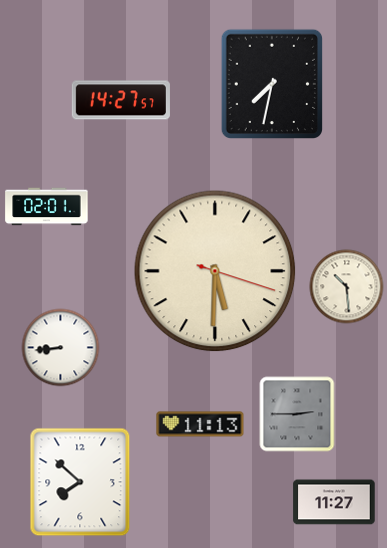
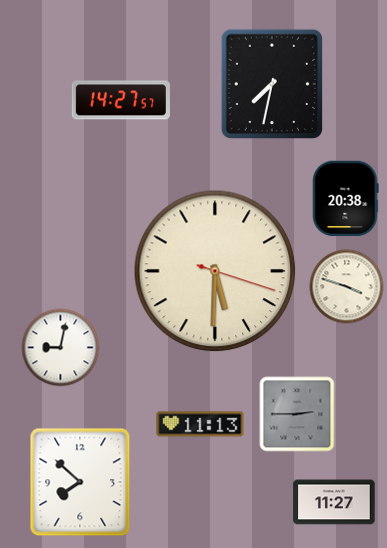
clock at (346, 198): none -> 20:38
clock at (47, 207): 02:01 -> none
clock at (347, 287): 10:29 -> 3:48
clock at (61, 348): 8:44 -> 9:02
